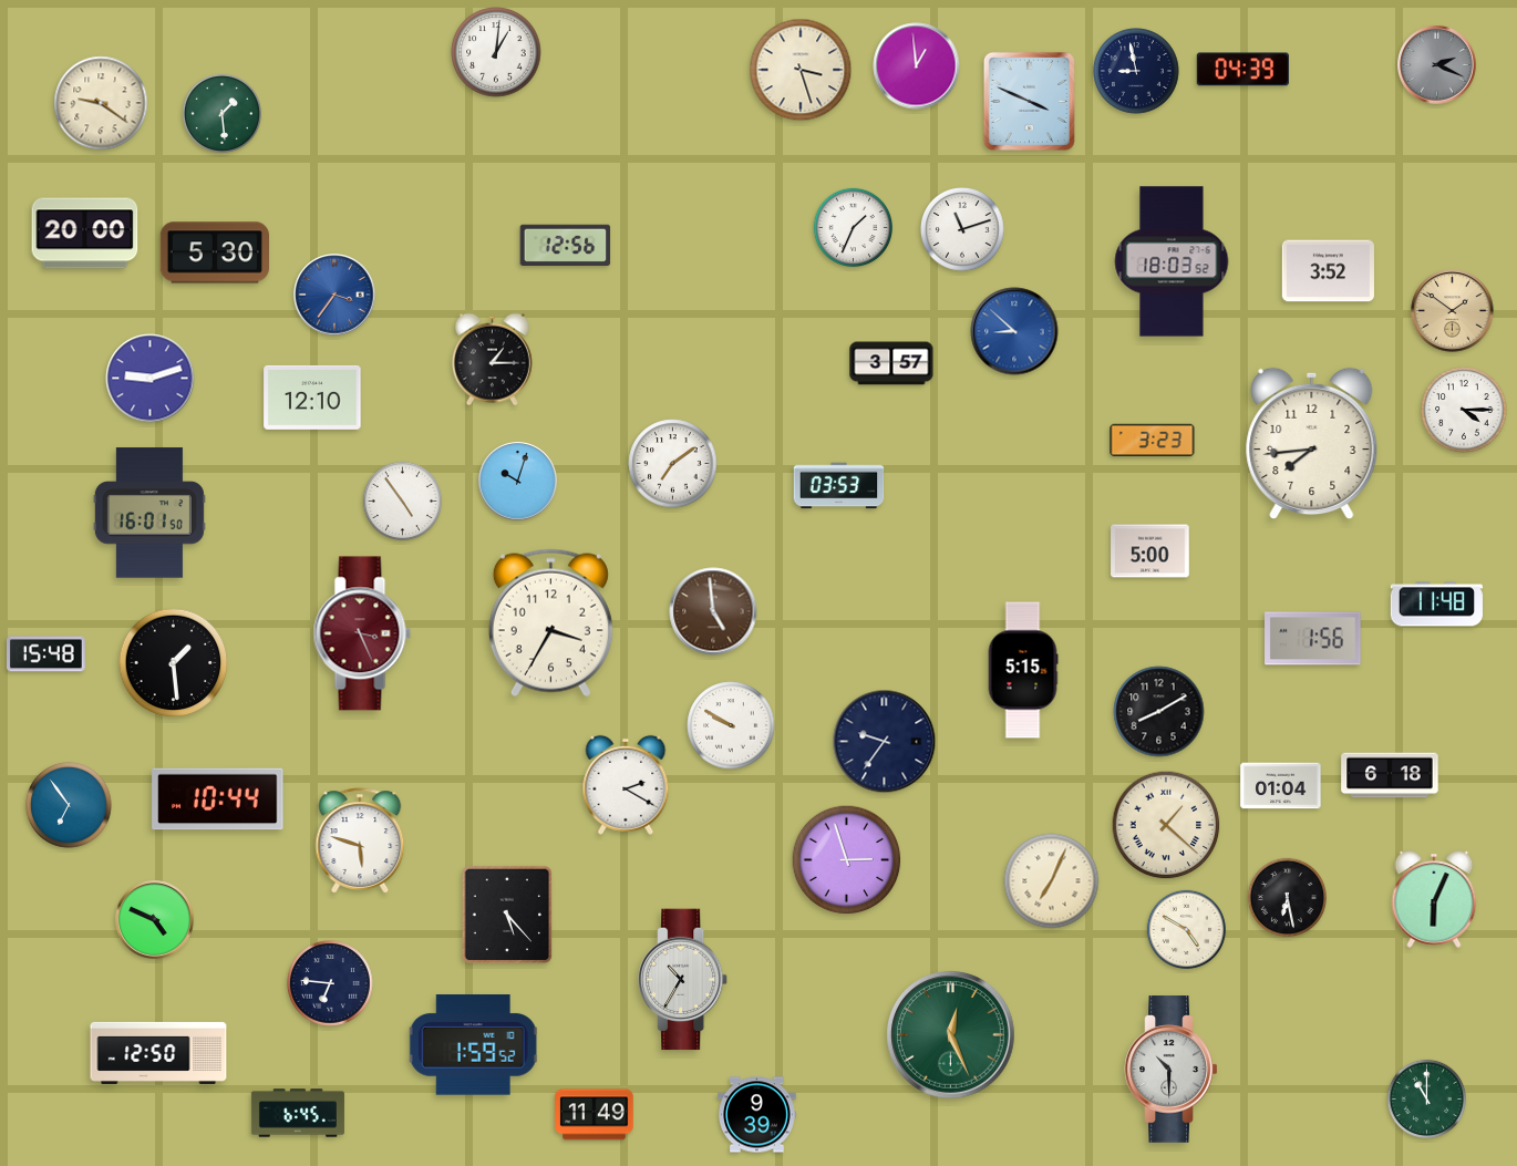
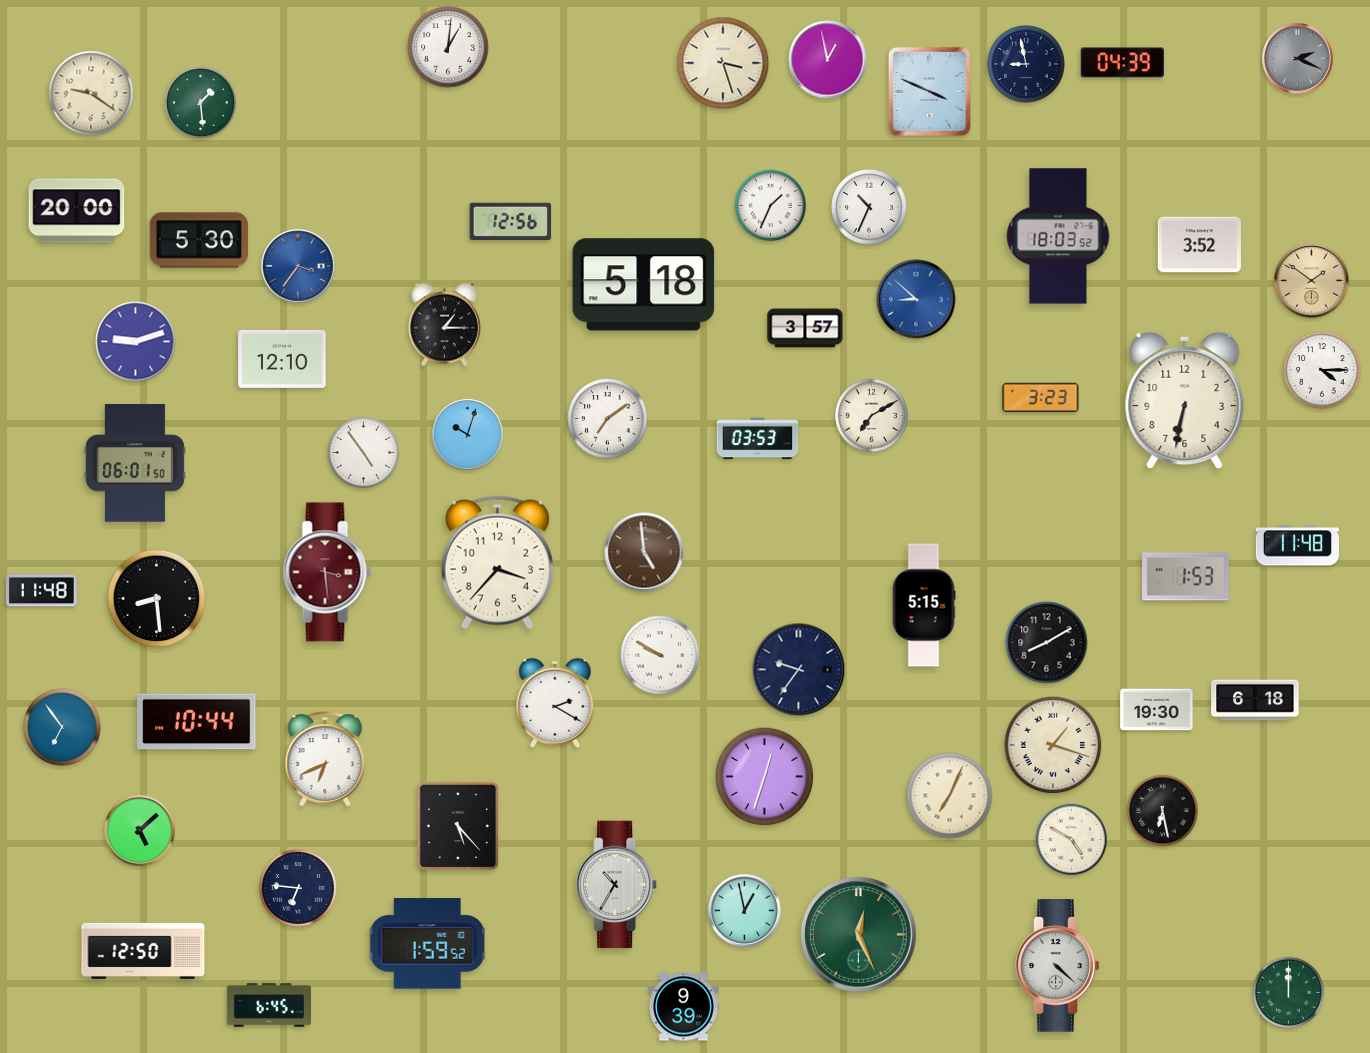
clock at (917, 66): 12:59 -> 12:58
clock at (963, 230): 11:12 -> 10:34
clock at (214, 252) position: (214, 252) -> (198, 240)
clock at (334, 295) position: (334, 295) -> (298, 266)
clock at (644, 285): none -> 5:18
clock at (1312, 444): 7:44 -> 6:32
clock at (871, 415): none -> 7:10
clock at (149, 513): 16:01 -> 06:01
clock at (1150, 551): 5:00 -> none
clock at (550, 623): 3:35 -> 3:37
clock at (362, 633): 3:26 -> 3:29
clock at (1313, 639): 1:56 -> 1:53
clock at (47, 654): 15:48 -> 11:48
clock at (174, 663): 1:29 -> 8:29
clock at (626, 785) position: (626, 785) -> (555, 703)
clock at (1281, 786): 01:04 -> 19:30
clock at (1166, 825): 1:22 -> 1:18
clock at (360, 840): 5:48 -> 6:41
clock at (847, 860): 2:57 -> 12:33
clock at (1434, 899): 6:04 -> none
clock at (155, 920): 4:49 -> 5:08
clock at (745, 911): none -> 12:58
clock at (1172, 1070): 10:30 -> 4:22
clock at (1426, 1098): 11:00 -> 12:00
clock at (595, 1115): 11:49 -> none
